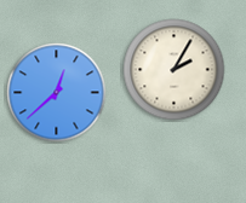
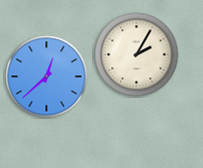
clock at (175, 70) position: (175, 70) -> (137, 55)
